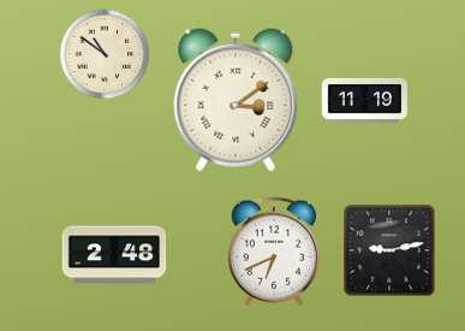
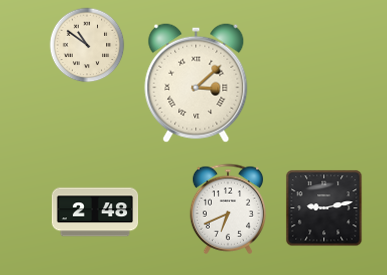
clock at (236, 100): 3:09 -> 3:08
clock at (364, 100): 11:19 -> none
